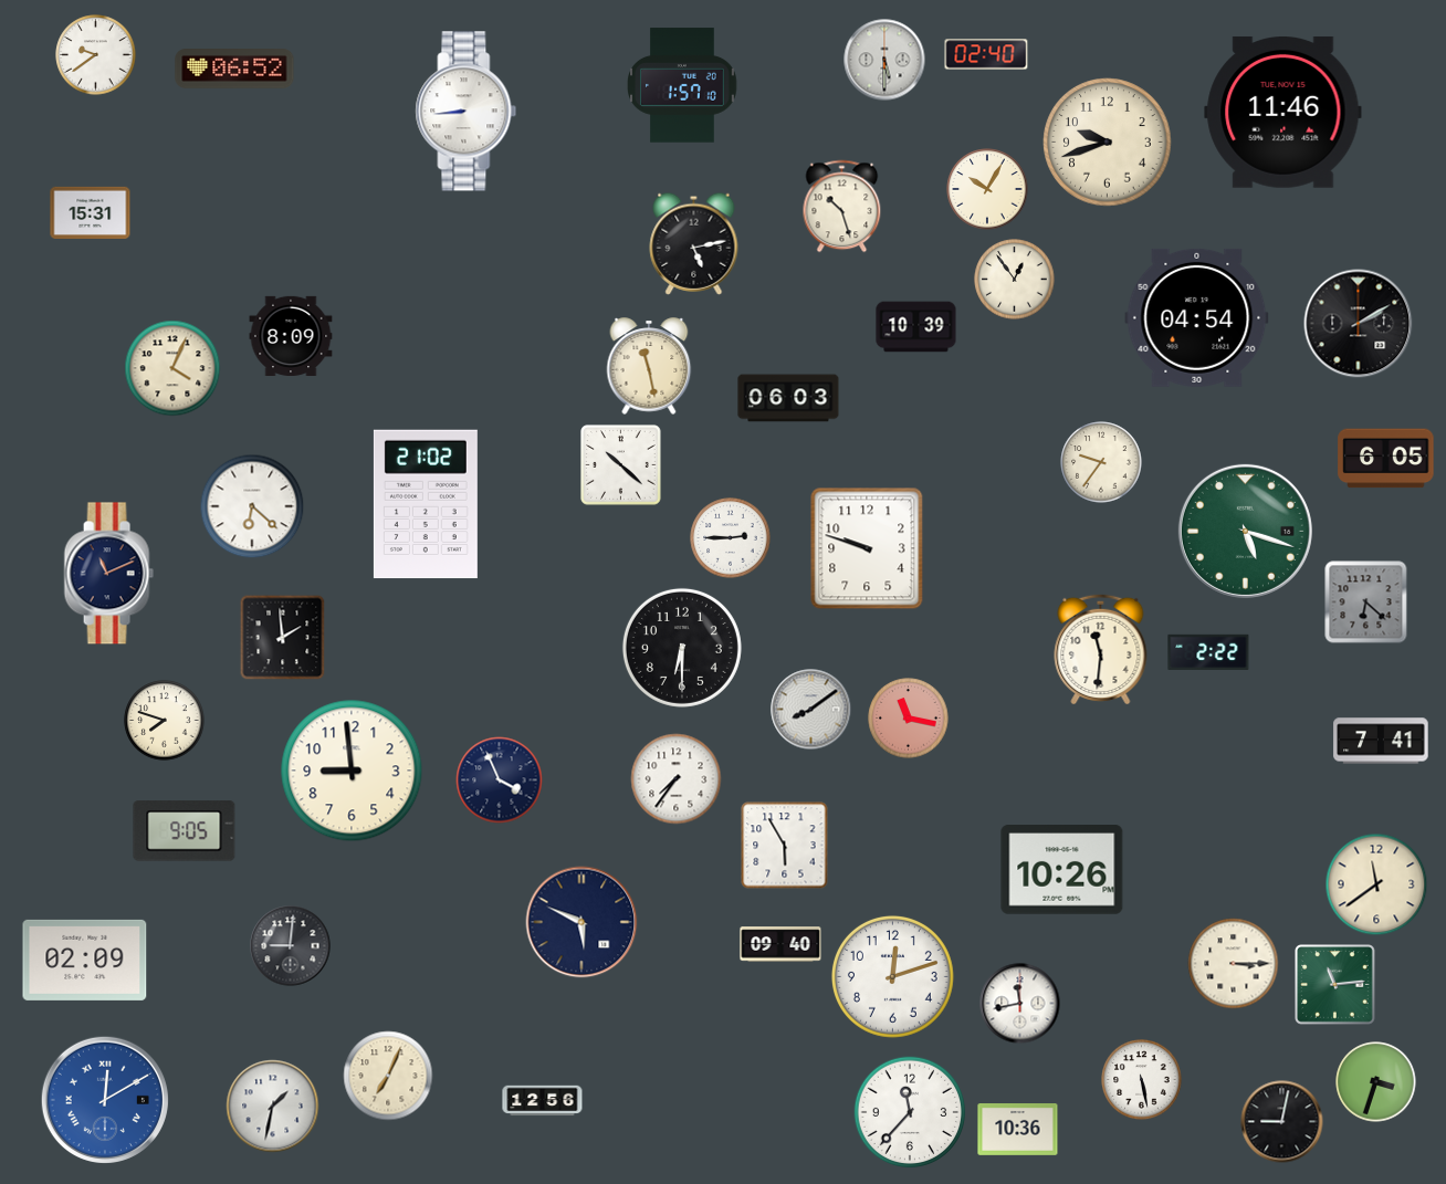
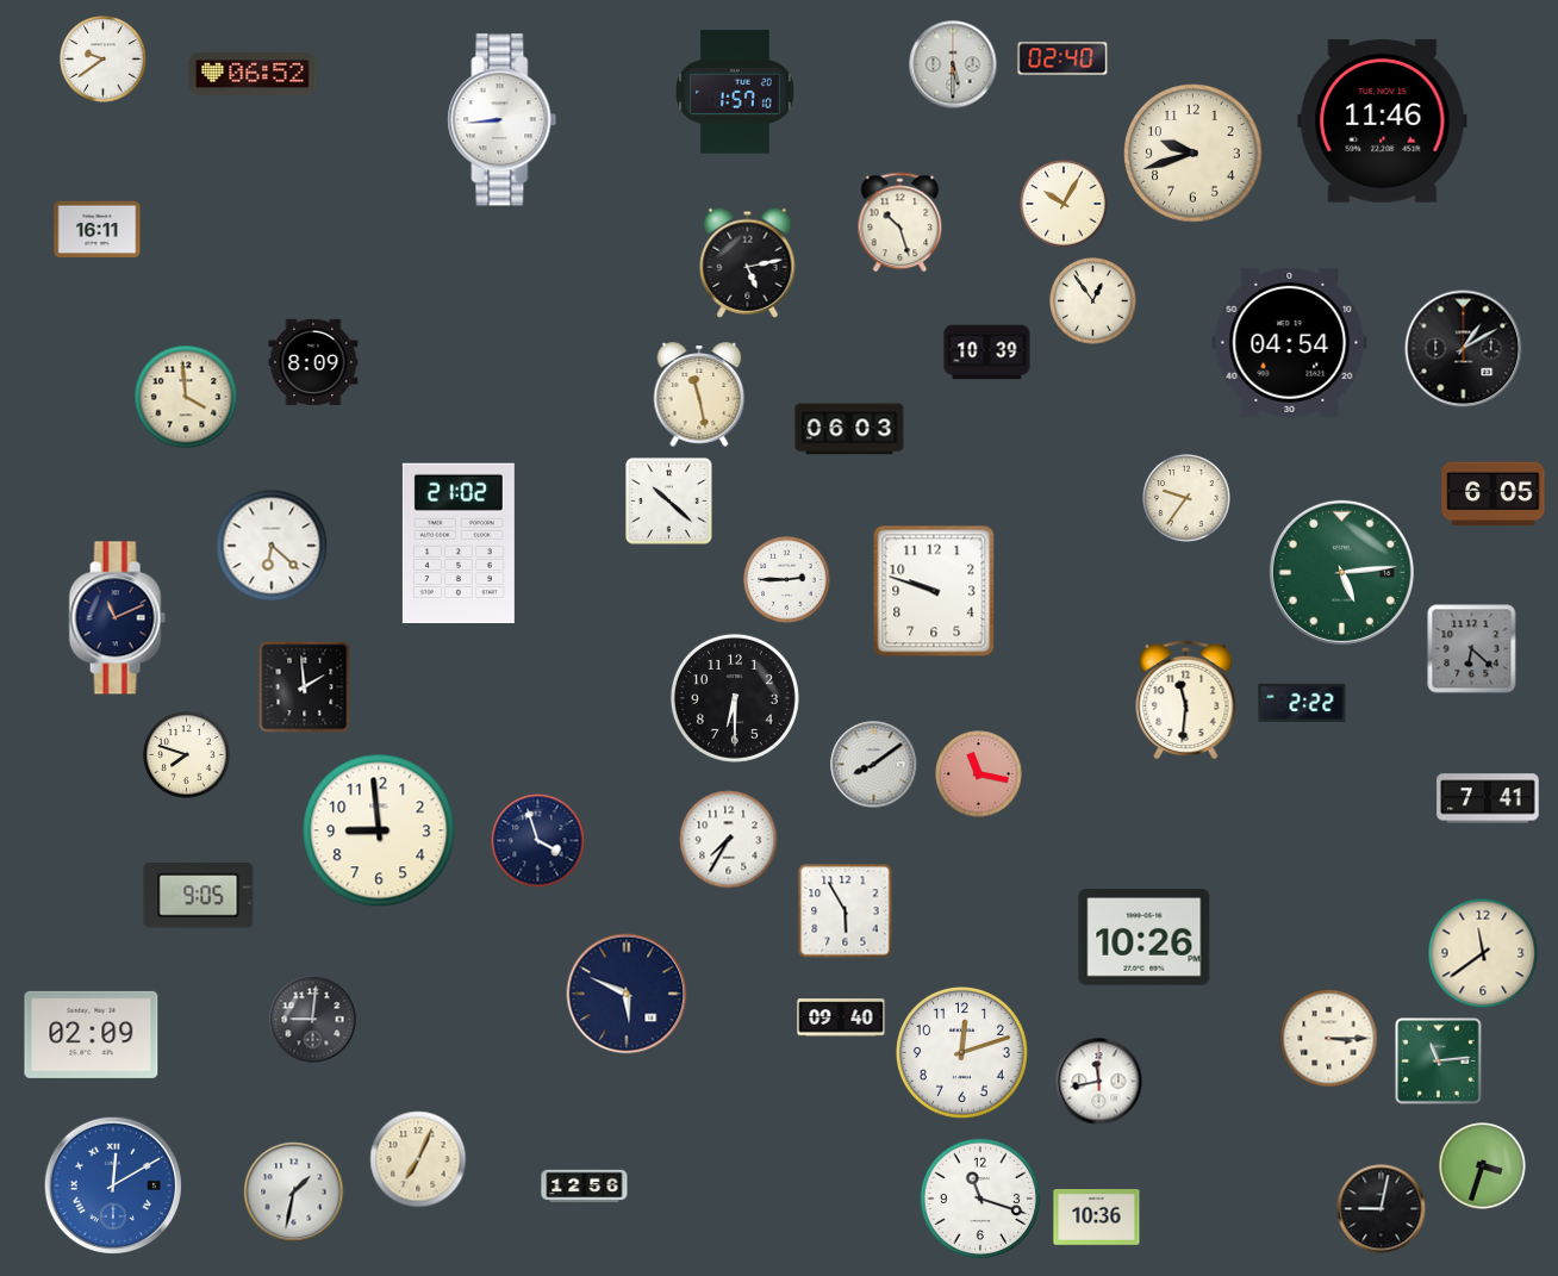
clock at (842, 207) position: (842, 207) -> (900, 223)
clock at (91, 212): 15:31 -> 16:11
clock at (1359, 324): 2:10 -> 1:10
clock at (172, 368): 4:04 -> 3:59
clock at (1245, 531): 5:18 -> 5:14
clock at (165, 721) position: (165, 721) -> (187, 755)
clock at (677, 779): 7:36 -> 7:35
clock at (500, 780): 3:56 -> 3:57
clock at (1142, 1080): 5:28 -> none
clock at (910, 1112): 11:37 -> 11:18
